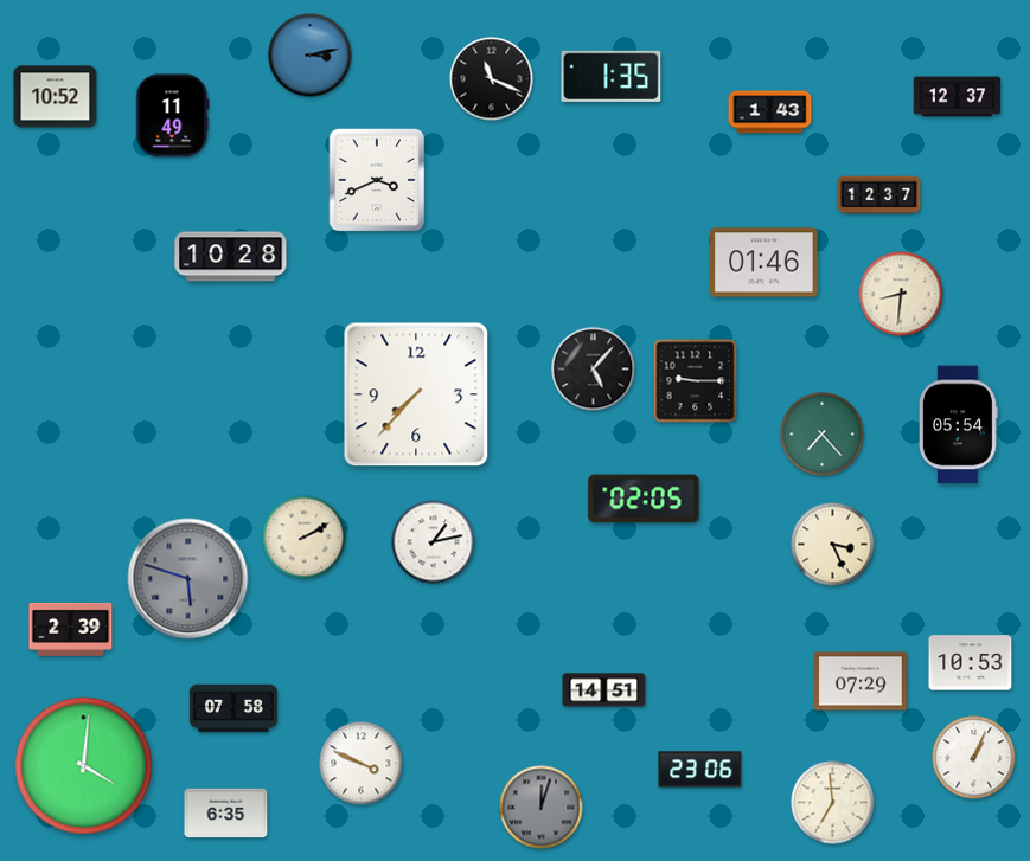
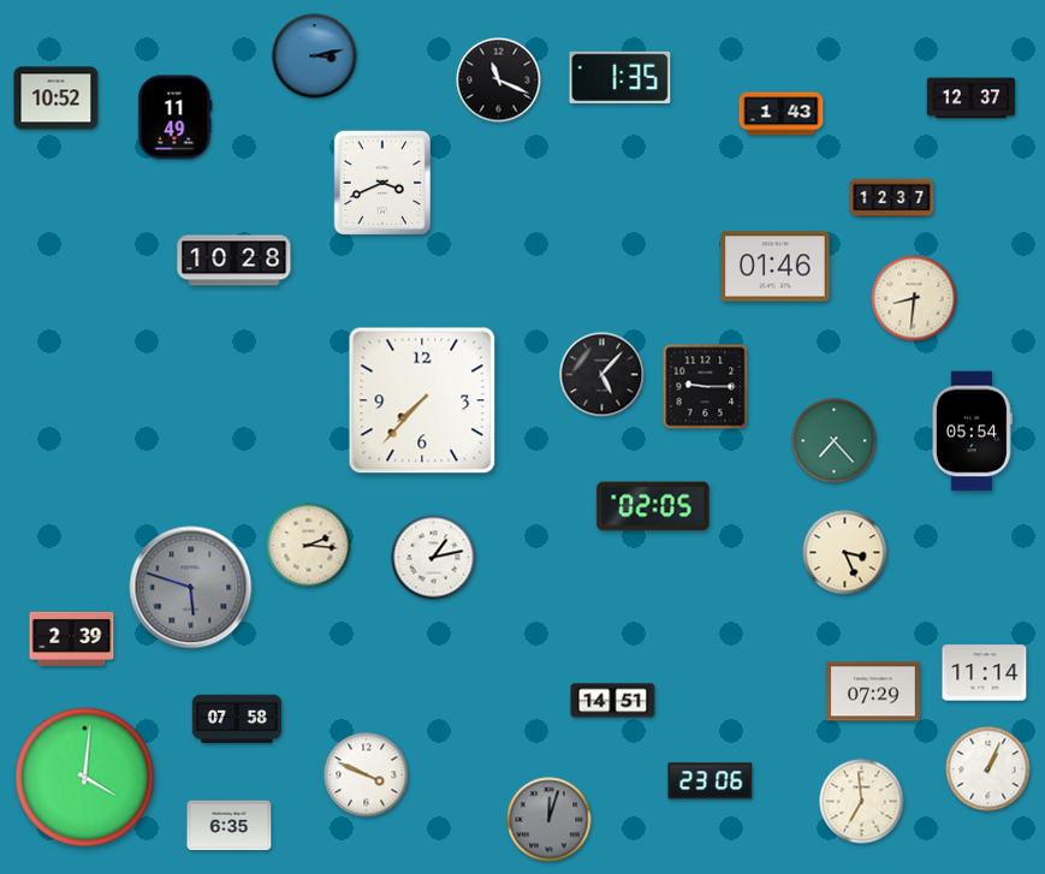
clock at (305, 538): 2:10 -> 2:16
clock at (434, 542) position: (434, 542) -> (434, 558)
clock at (971, 663): 10:53 -> 11:14
clock at (833, 803) position: (833, 803) -> (862, 802)
